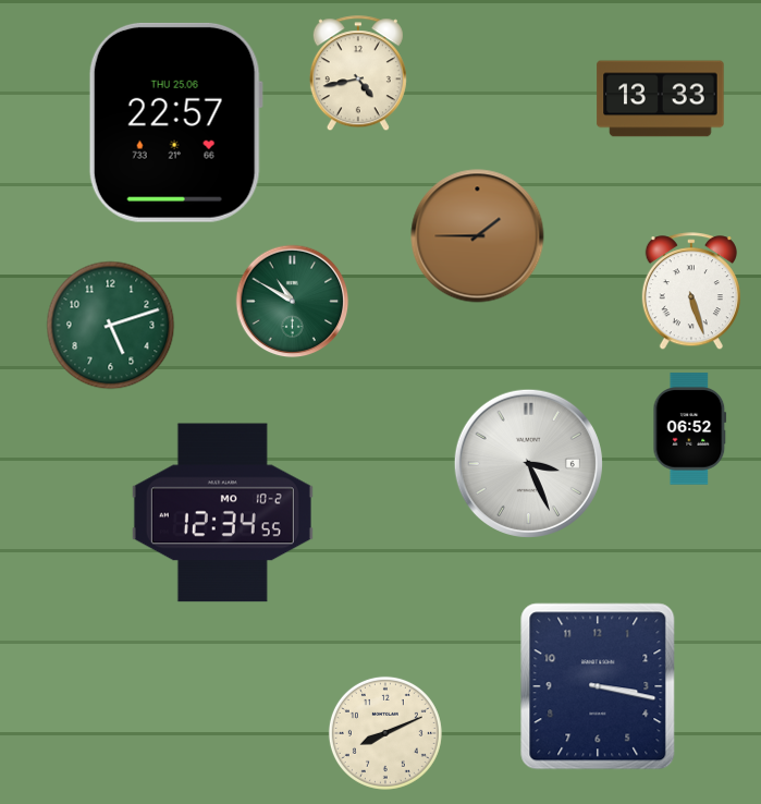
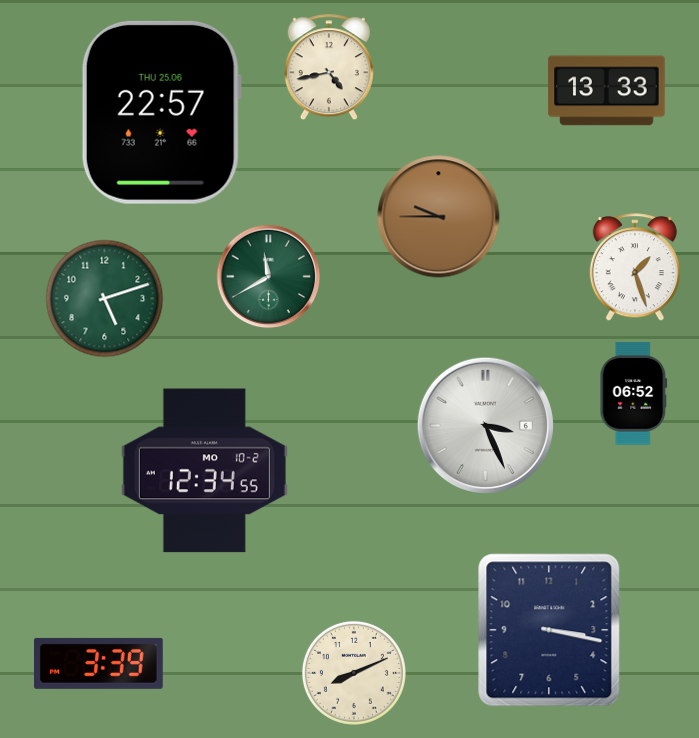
clock at (478, 236): 1:45 -> 9:45
clock at (691, 292): 5:27 -> 1:27
clock at (293, 302): 10:50 -> 11:40
clock at (111, 326) position: (111, 326) -> (105, 299)
clock at (99, 663): none -> 3:39
